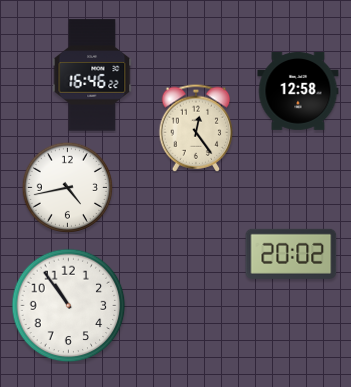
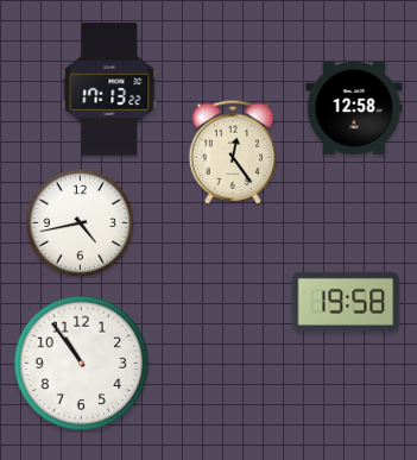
clock at (92, 75): 16:46 -> 17:13
clock at (291, 254): 20:02 -> 19:58
